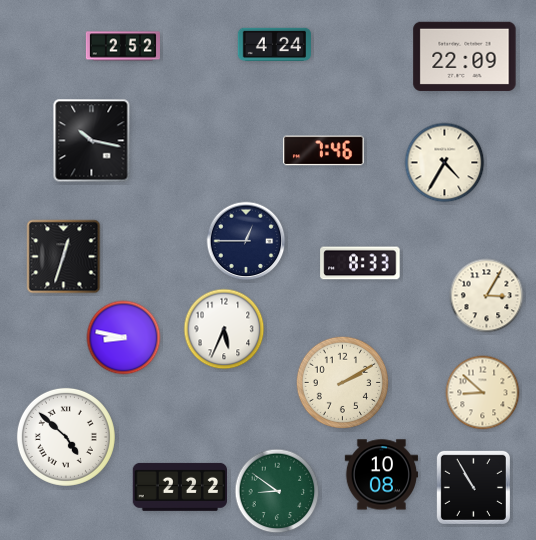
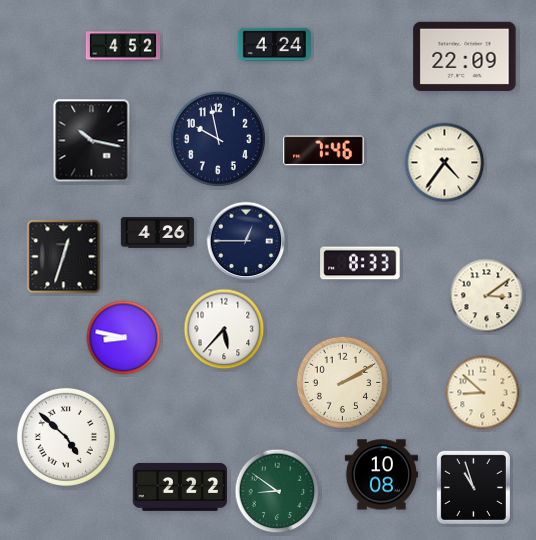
clock at (123, 46): 2:52 -> 4:52
clock at (218, 139): none -> 9:58
clock at (445, 163): 4:35 -> 4:36
clock at (158, 233): none -> 4:26
clock at (487, 296): 3:05 -> 3:09
clock at (224, 329): 5:34 -> 5:37
clock at (473, 487): 10:55 -> 10:57
